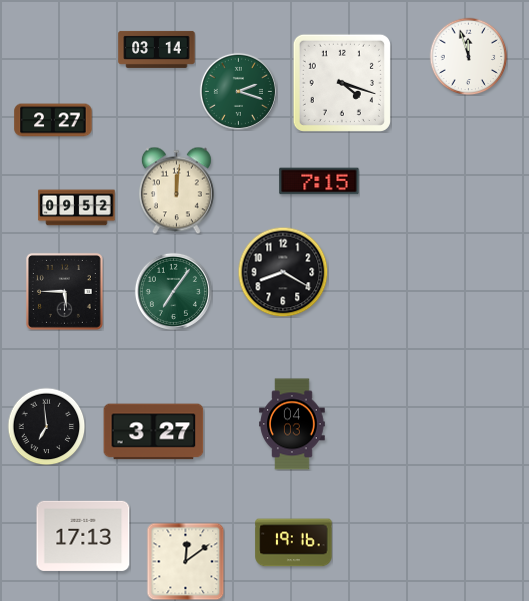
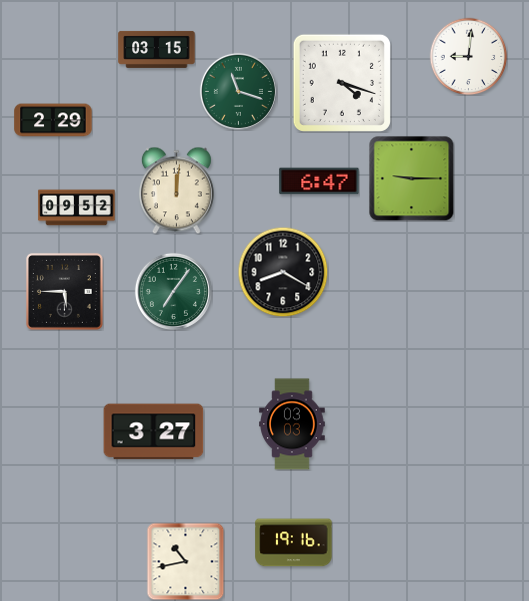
clock at (157, 49): 03:14 -> 03:15
clock at (468, 56): 11:57 -> 9:01
clock at (238, 91): 2:18 -> 11:18
clock at (53, 120): 2:27 -> 2:29
clock at (411, 178): none -> 9:15
clock at (319, 181): 7:15 -> 6:47
clock at (292, 424): 04:03 -> 03:03
clock at (46, 426): 6:59 -> none
clock at (83, 536): 17:13 -> none
clock at (185, 561): 12:09 -> 10:43
